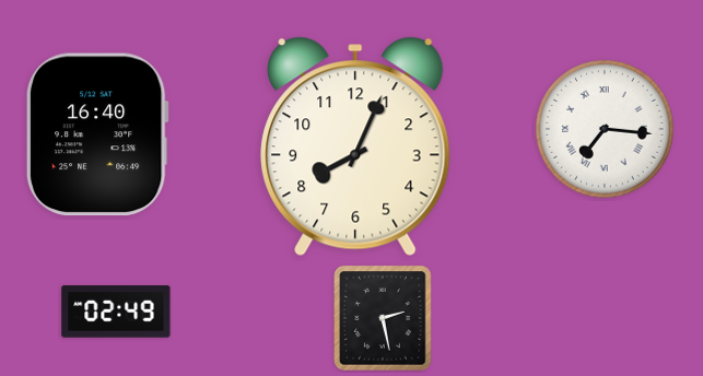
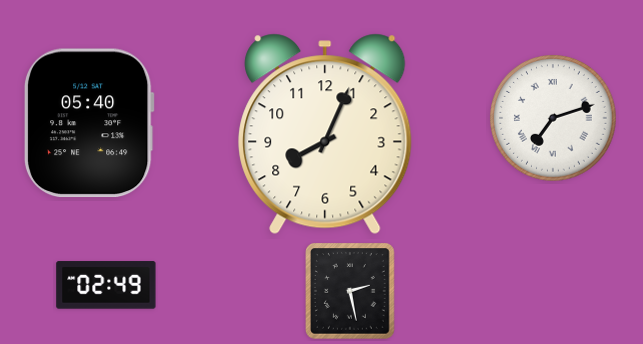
clock at (605, 129): 7:16 -> 7:12
clock at (97, 134): 16:40 -> 05:40
